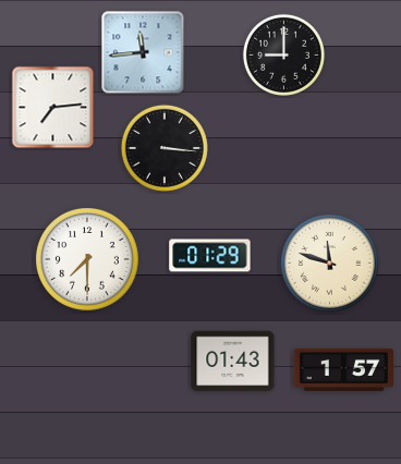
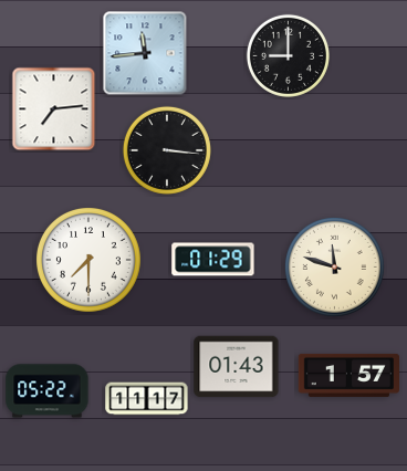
clock at (88, 260) position: (88, 260) -> (90, 261)
clock at (48, 391): none -> 05:22
clock at (147, 399): none -> 11:17
